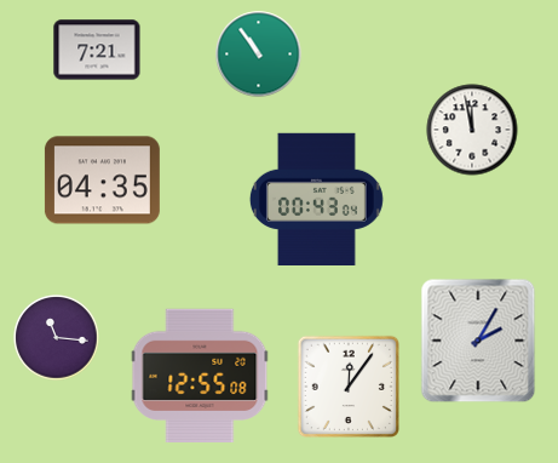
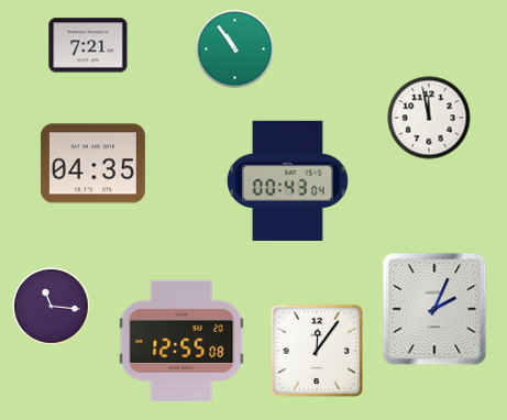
clock at (478, 341): 2:05 -> 2:04
